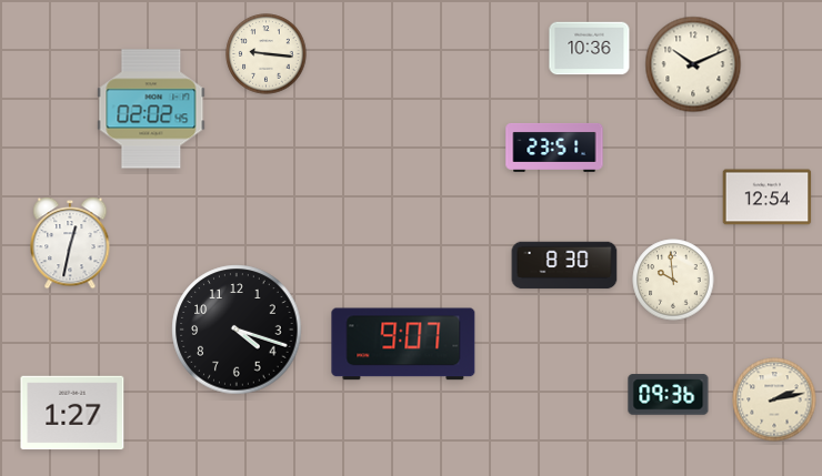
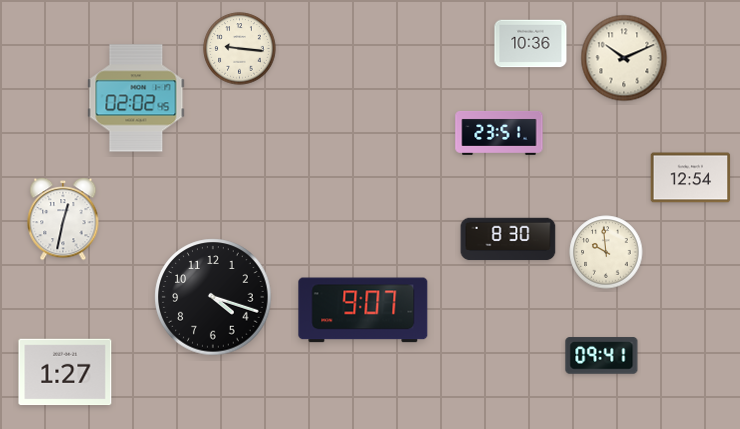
clock at (669, 395): 09:36 -> 09:41
clock at (774, 399): 2:13 -> none
